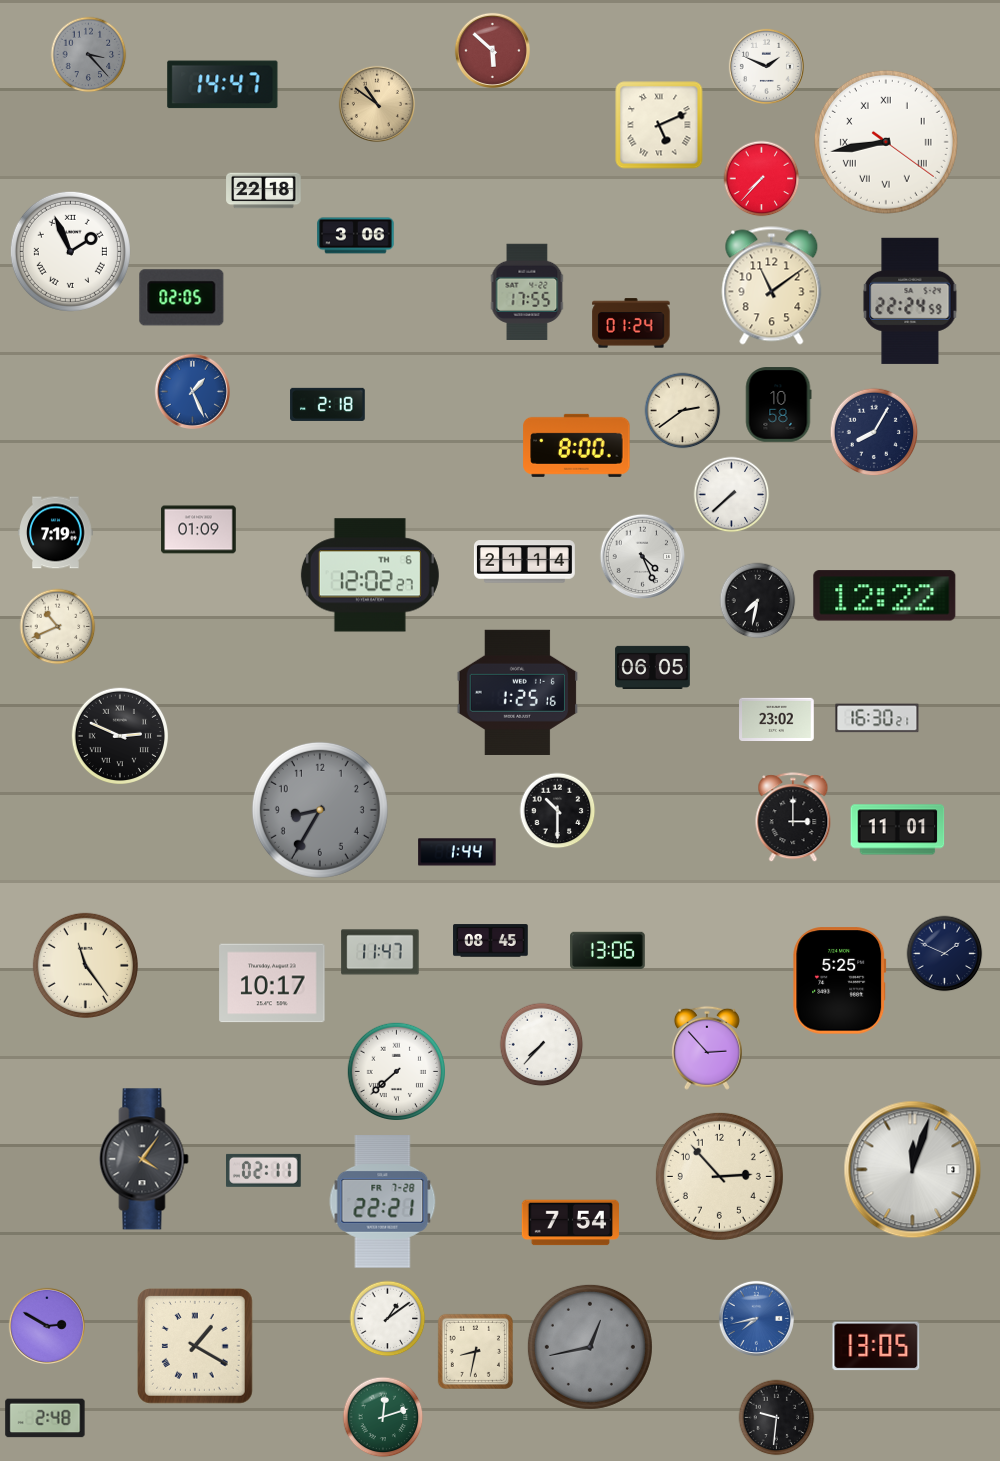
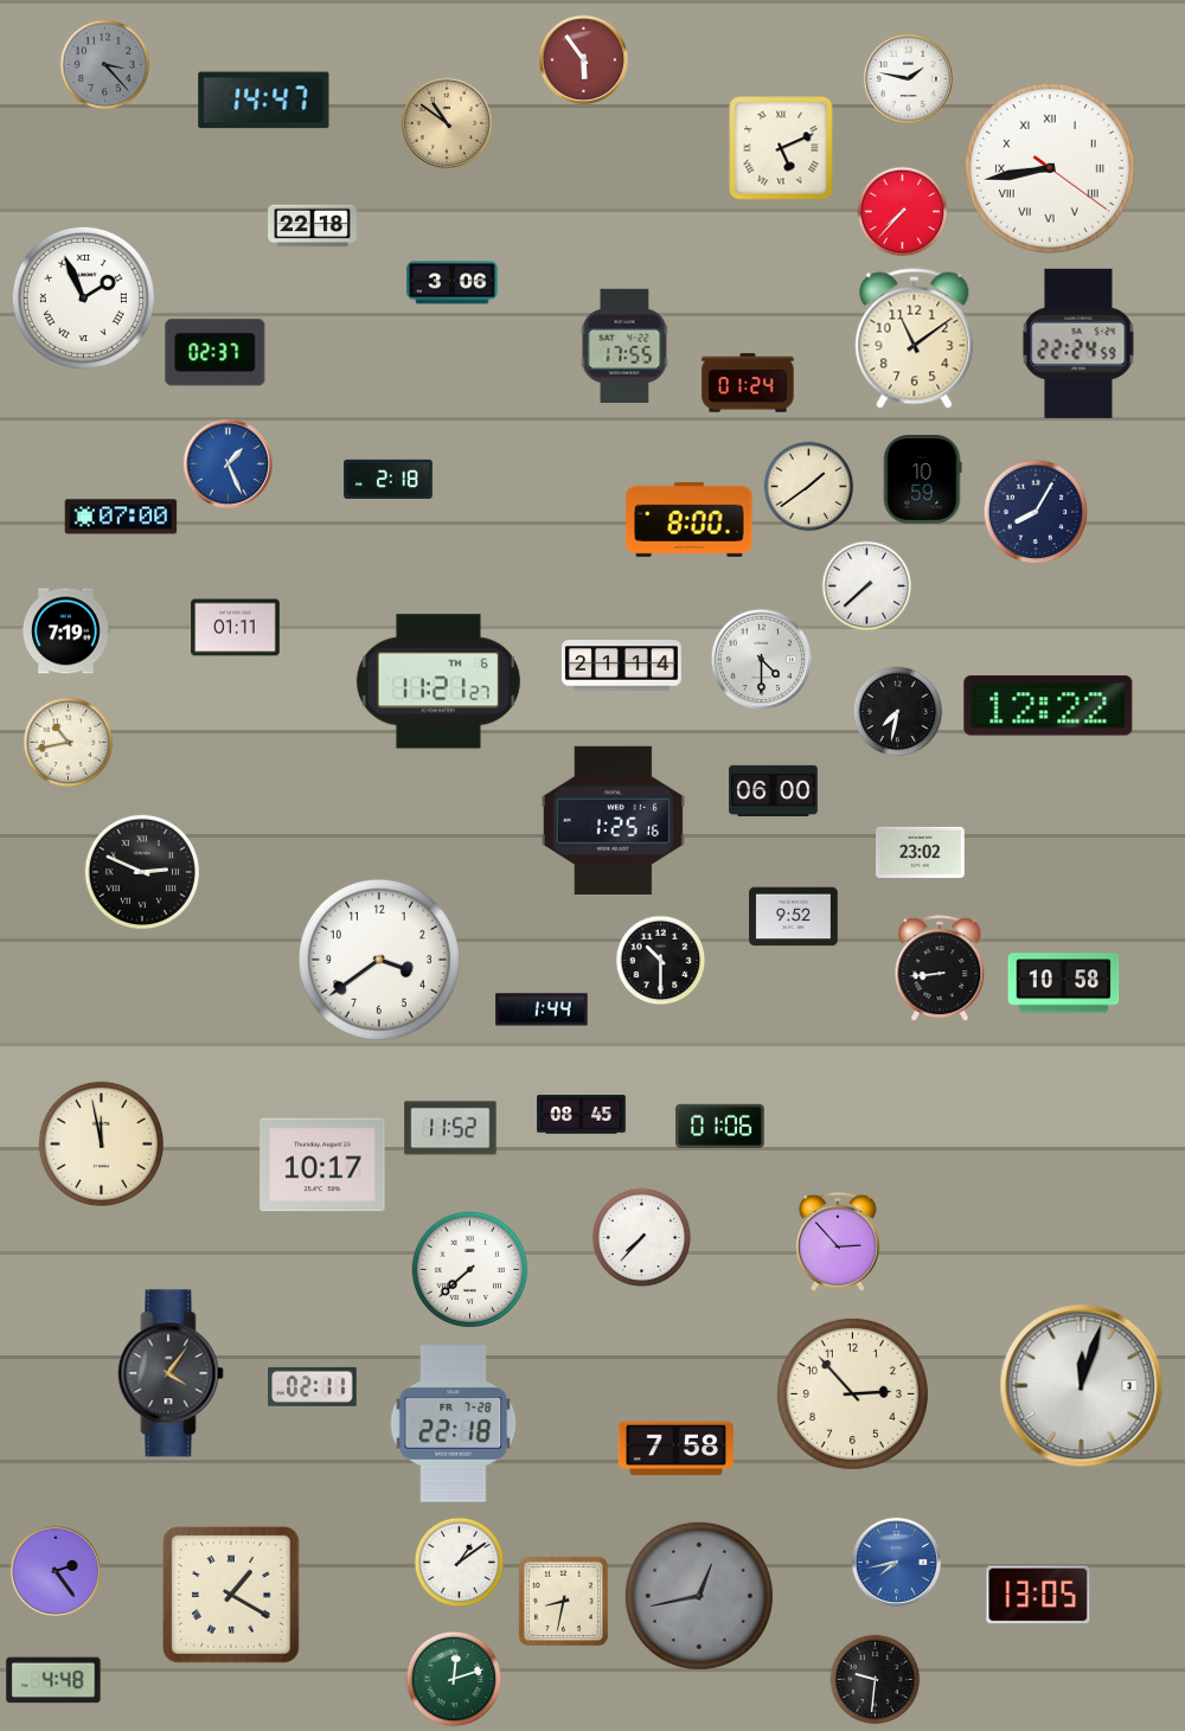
clock at (492, 50): 5:52 -> 5:54
clock at (766, 66): 1:49 -> 1:47
clock at (356, 236) position: (356, 236) -> (453, 283)
clock at (182, 298): 02:05 -> 02:37
clock at (910, 301) position: (910, 301) -> (1078, 344)
clock at (778, 405): 10:58 -> 10:59
clock at (683, 411): 2:39 -> 1:39
clock at (121, 517): none -> 07:00
clock at (577, 445) position: (577, 445) -> (690, 519)
clock at (199, 530): 01:09 -> 01:11
clock at (642, 556): 4:26 -> 4:30
clock at (370, 575): 12:02 -> 11:21
clock at (58, 627): 10:41 -> 10:43
clock at (653, 667): 06:05 -> 06:00
clock at (877, 718): 16:30 -> none
clock at (794, 917): none -> 9:52
clock at (320, 810): 8:35 -> 3:39
clock at (320, 810) dial: grey -> white
clock at (793, 818): 3:00 -> 8:44
clock at (898, 830): 11:01 -> 10:58
clock at (608, 950): 13:06 -> 01:06
clock at (380, 952): 11:47 -> 11:52
clock at (945, 954): 1:49 -> none
clock at (85, 965): 11:24 -> 11:58
clock at (840, 981): 5:25 -> none
clock at (383, 1202): 22:21 -> 22:18
clock at (570, 1223): 7:54 -> 7:58
clock at (47, 1326): 2:50 -> 2:24
clock at (45, 1418): 2:48 -> 4:48
clock at (777, 1418) position: (777, 1418) -> (876, 1680)
